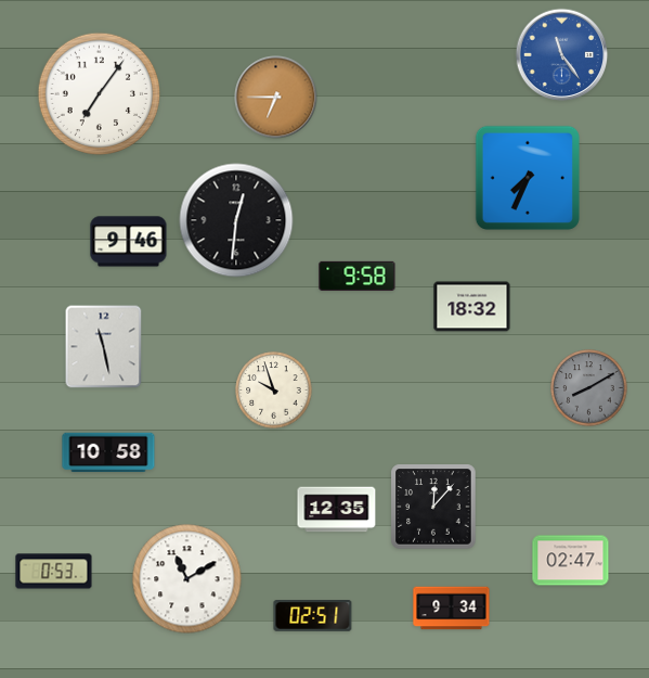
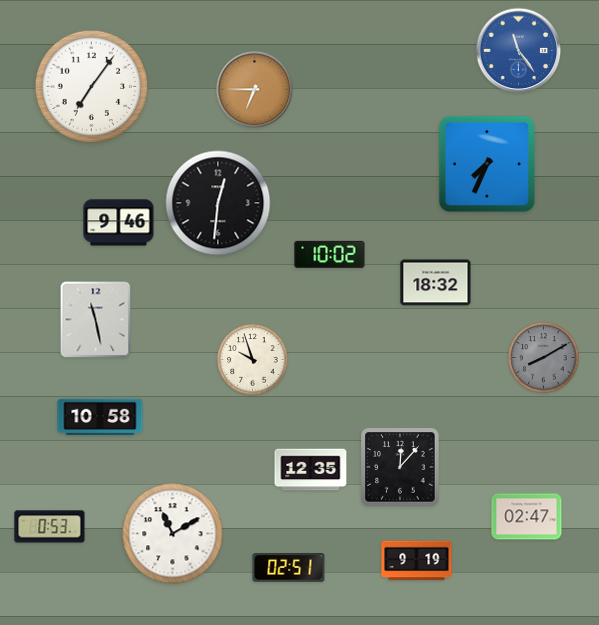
clock at (358, 276): 9:58 -> 10:02
clock at (452, 609): 9:34 -> 9:19
